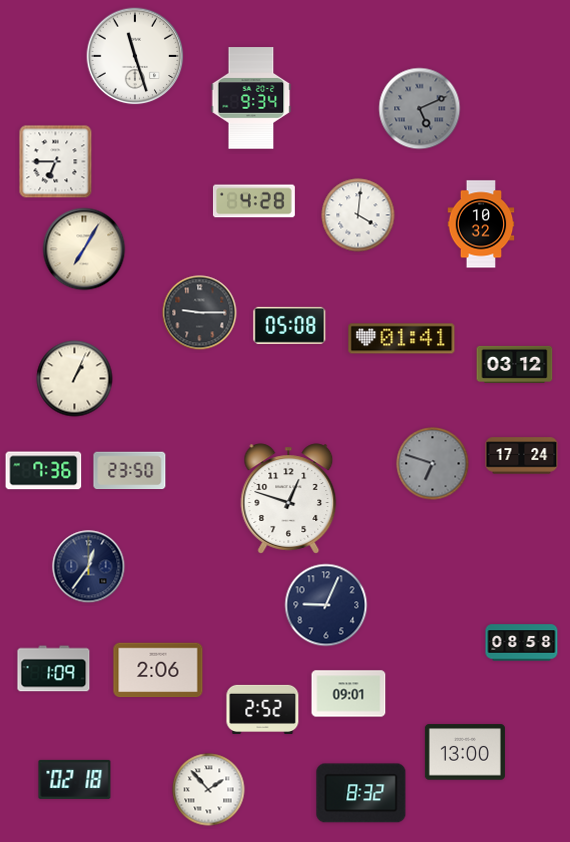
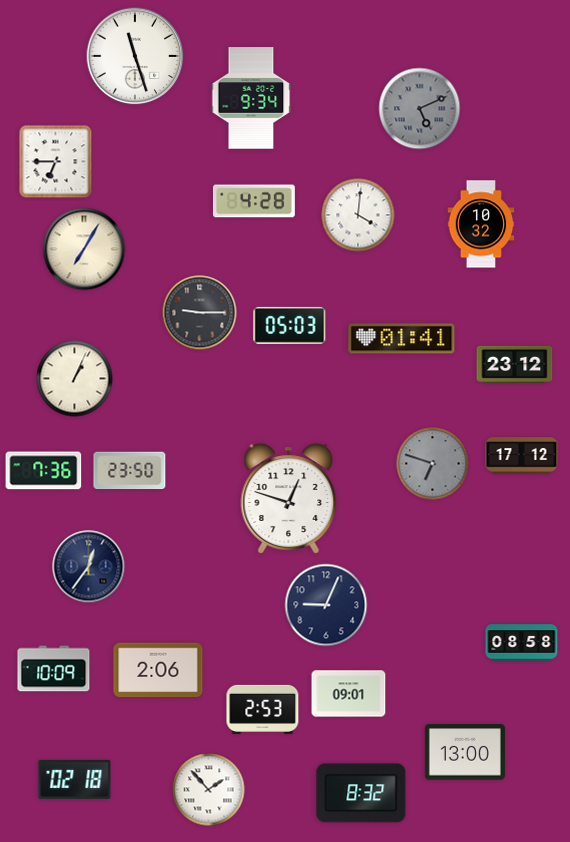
clock at (290, 325): 05:08 -> 05:03
clock at (515, 364): 03:12 -> 23:12
clock at (522, 456): 17:24 -> 17:12
clock at (54, 669): 1:09 -> 10:09
clock at (263, 709): 2:52 -> 2:53
